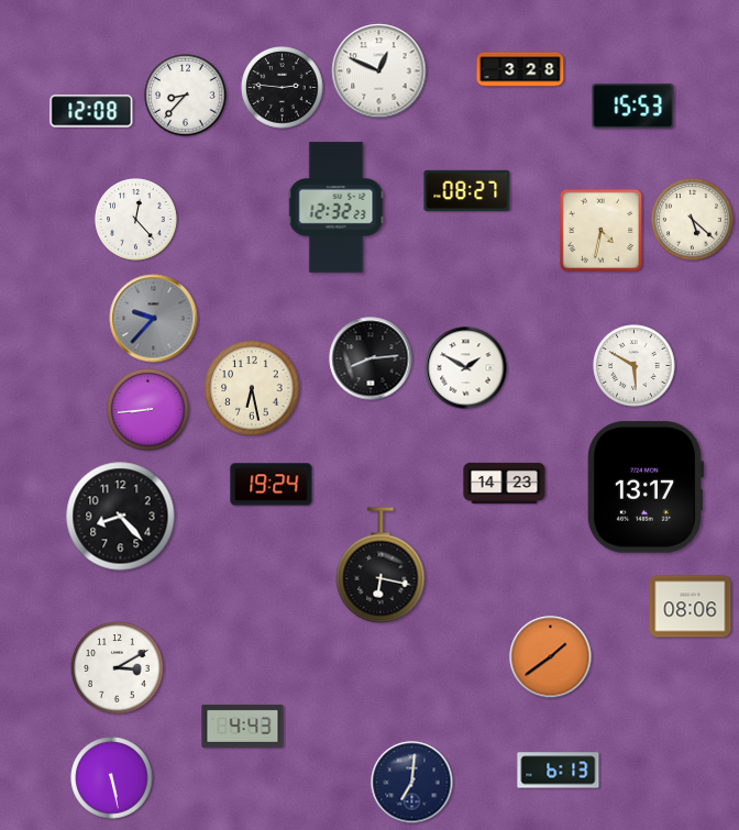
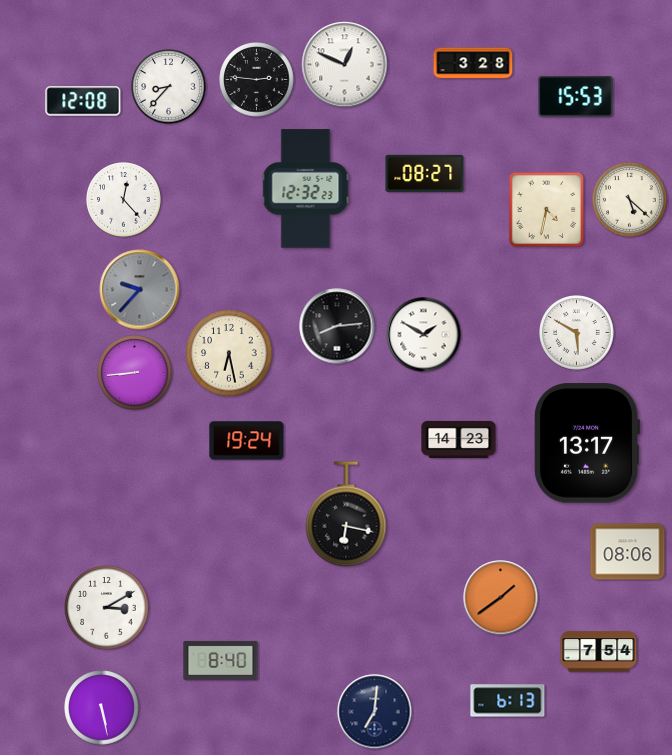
clock at (121, 517): 8:23 -> none
clock at (599, 652): none -> 7:54
clock at (243, 726): 4:43 -> 8:40
